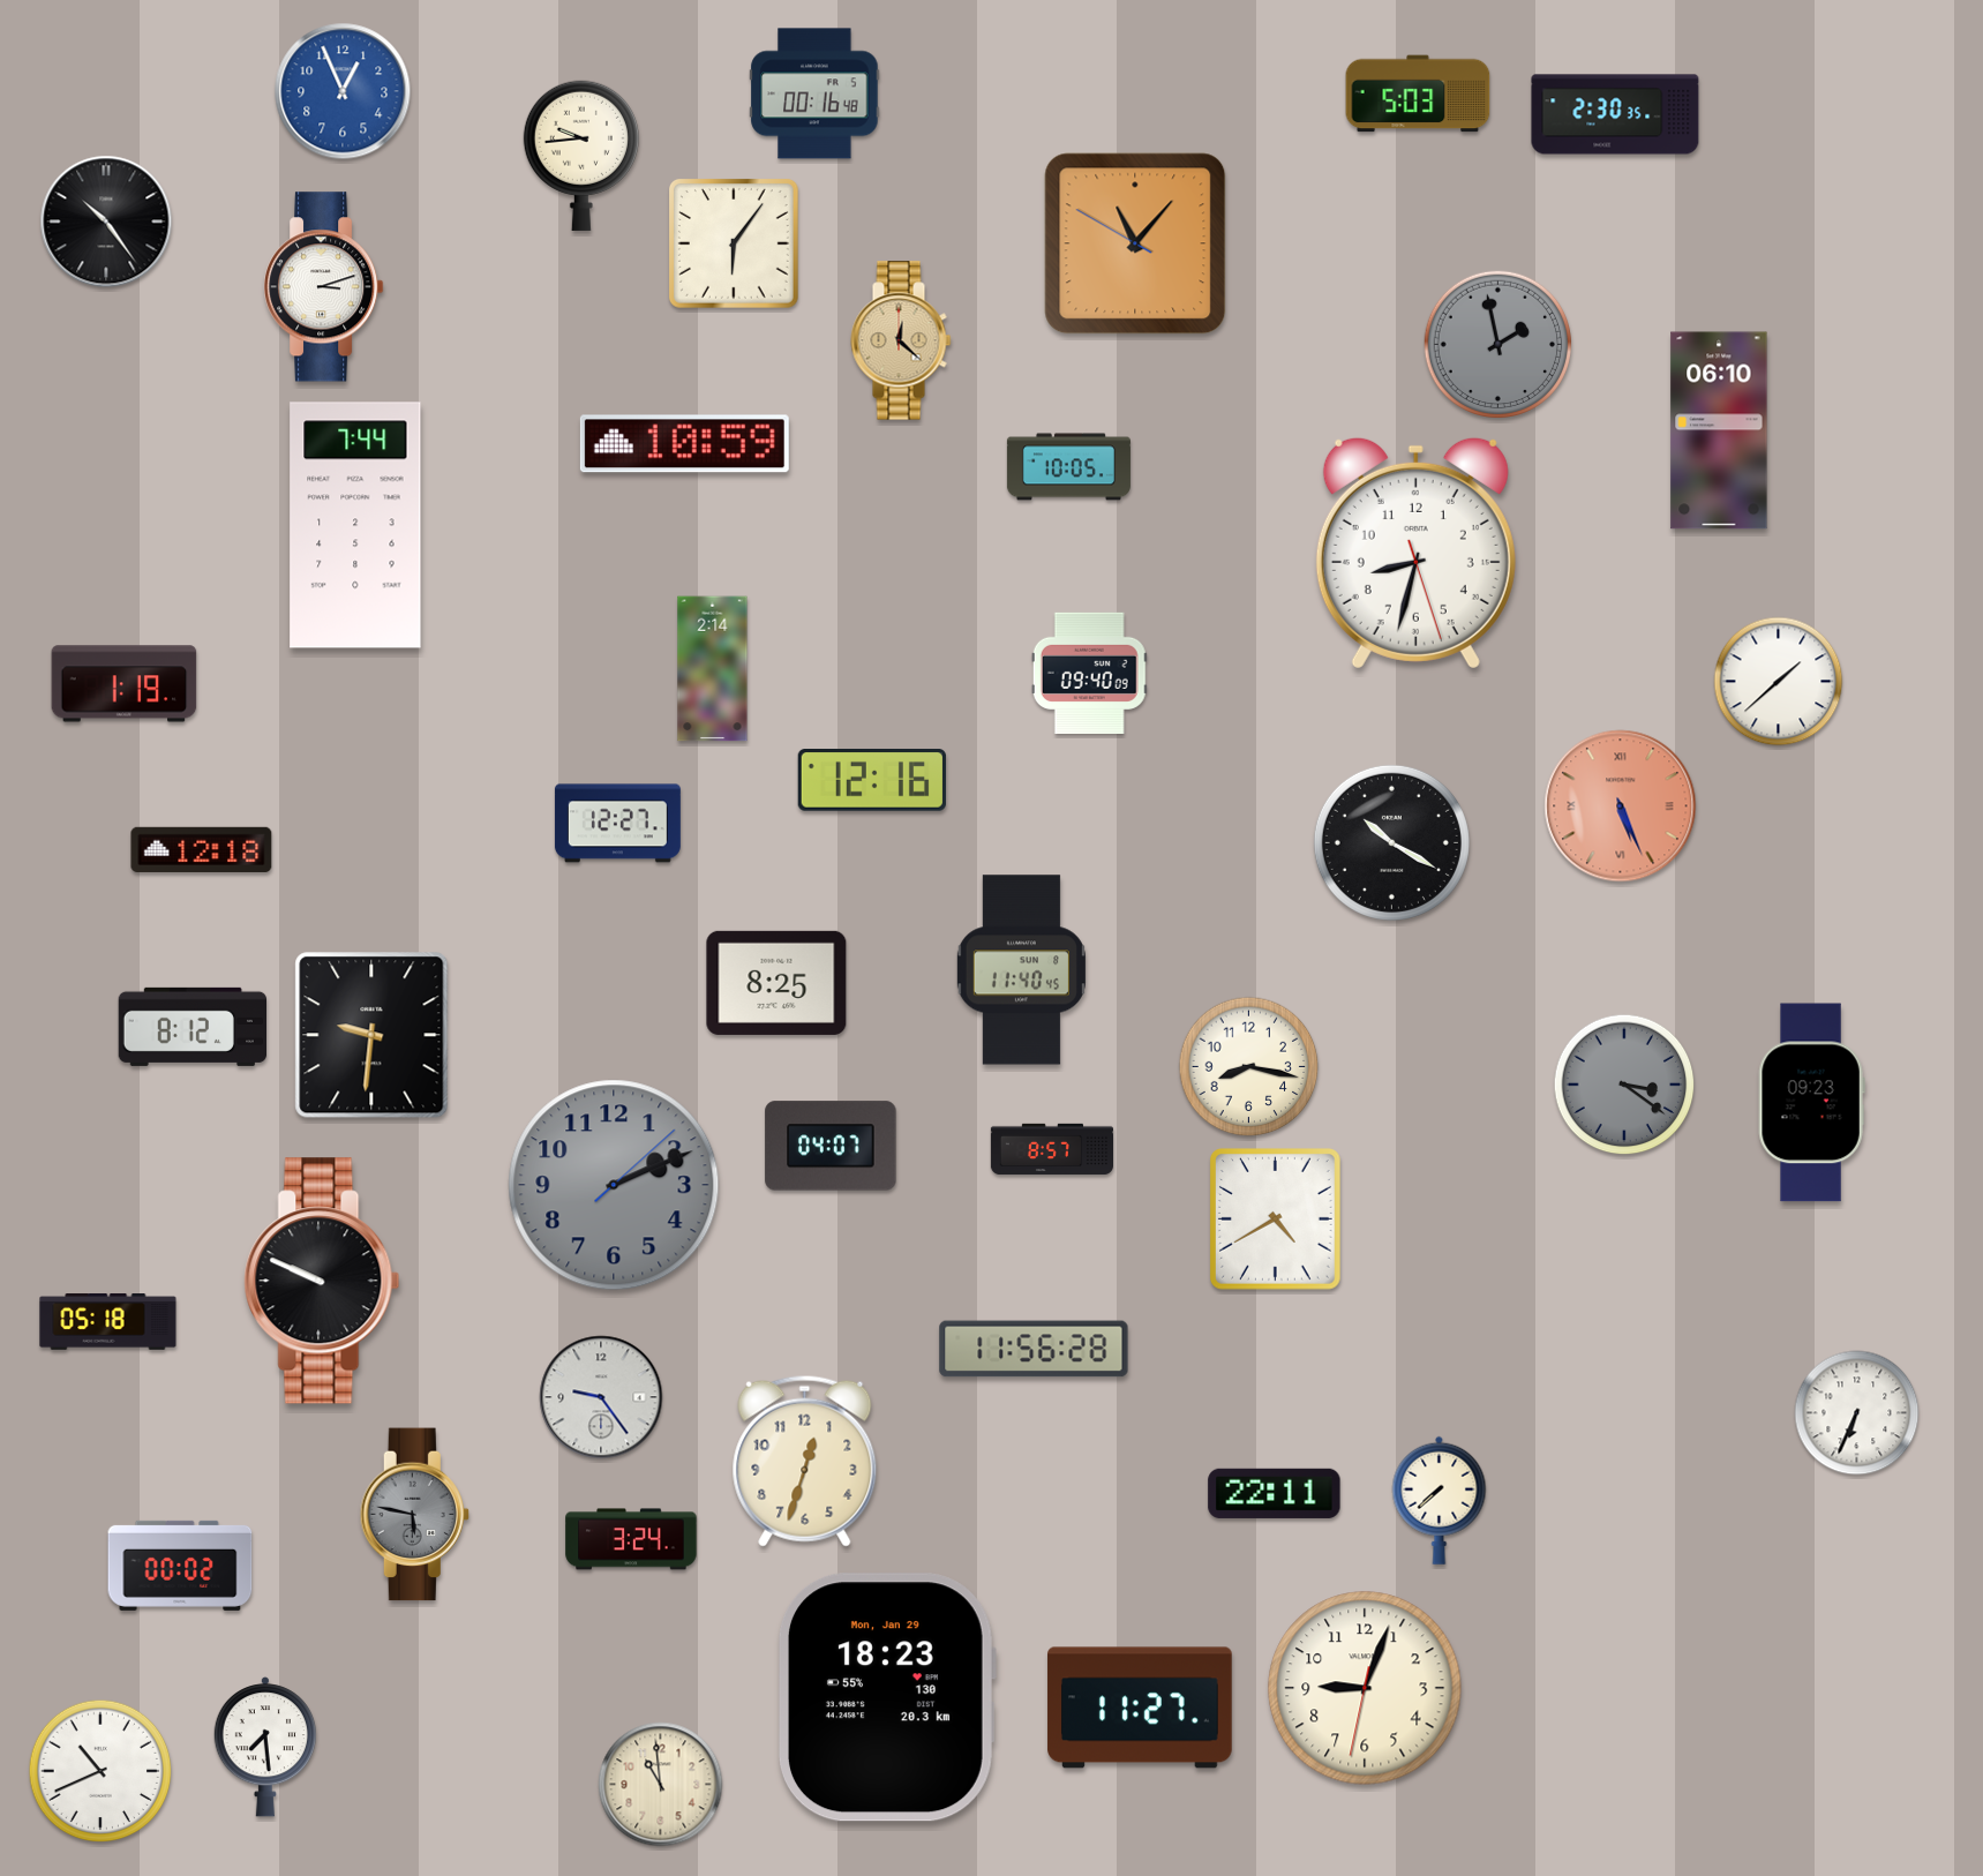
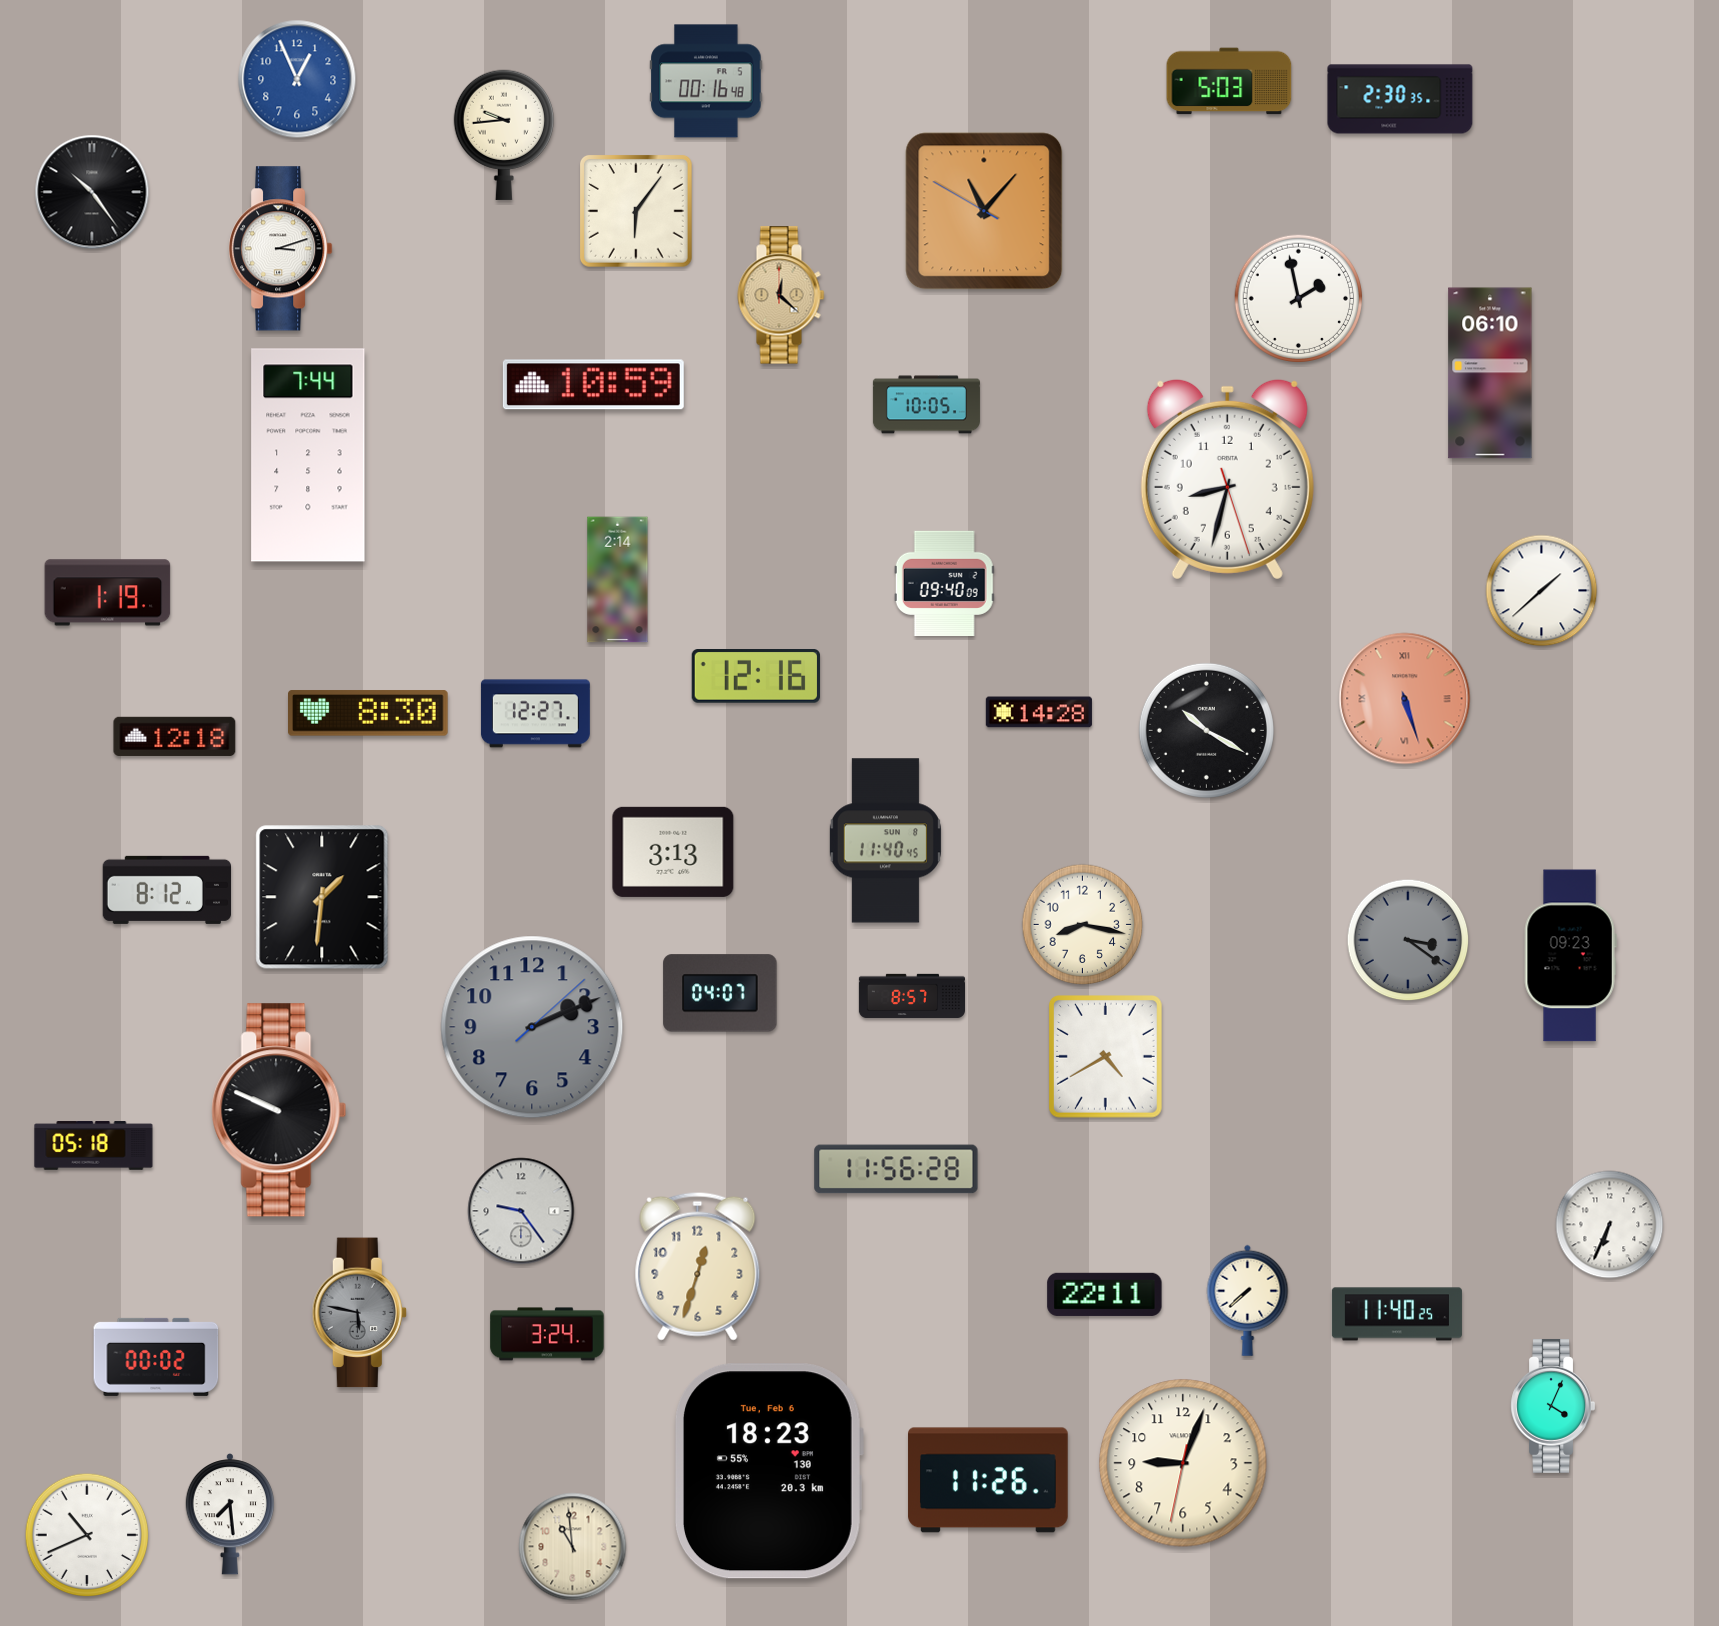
clock at (1497, 344) dial: grey -> white
clock at (1621, 806): 5:26 -> 5:27
clock at (1039, 712): none -> 14:28
clock at (369, 713): none -> 8:30
clock at (776, 983): 8:25 -> 3:13
clock at (371, 1035): 9:31 -> 1:31
clock at (1397, 1314): none -> 11:40
clock at (1553, 1406): none -> 4:04
clock at (887, 1697) date: Mon, Jan 29 -> Tue, Feb 6
clock at (1140, 1708): 11:27 -> 11:26
